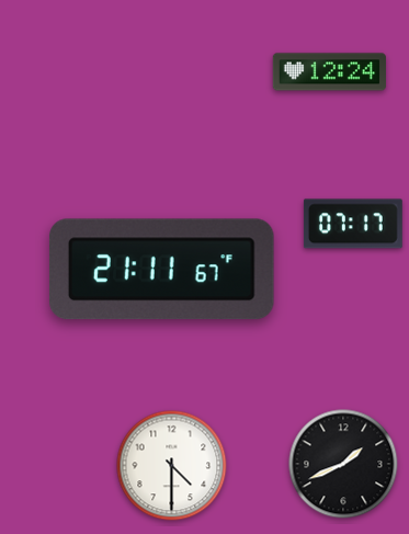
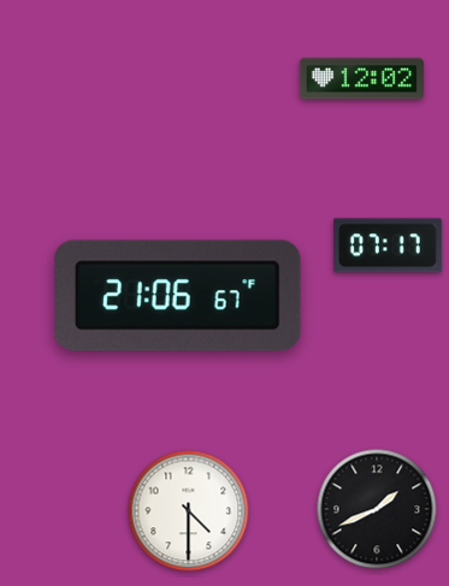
clock at (329, 72): 12:24 -> 12:02
clock at (161, 270): 21:11 -> 21:06
